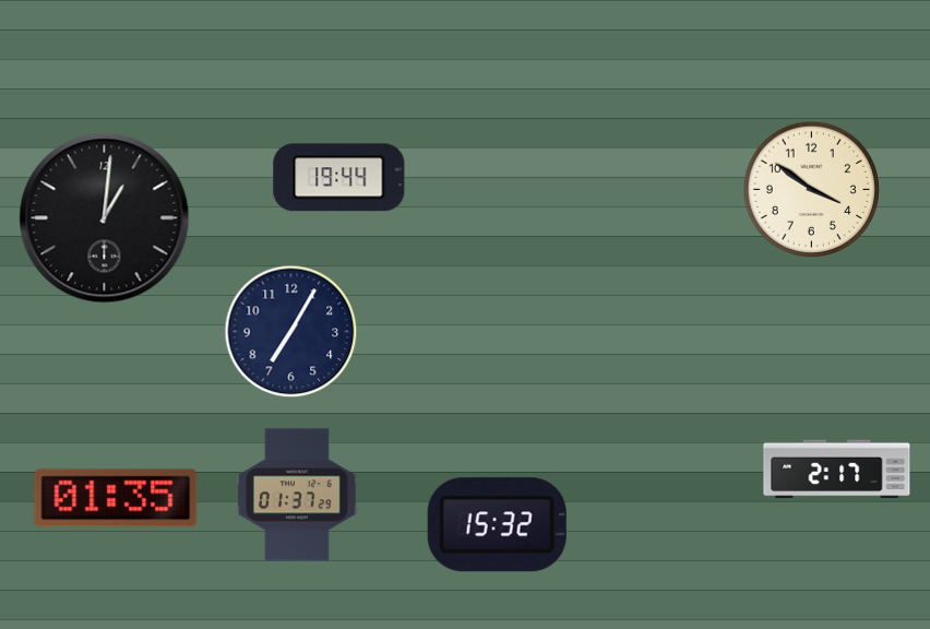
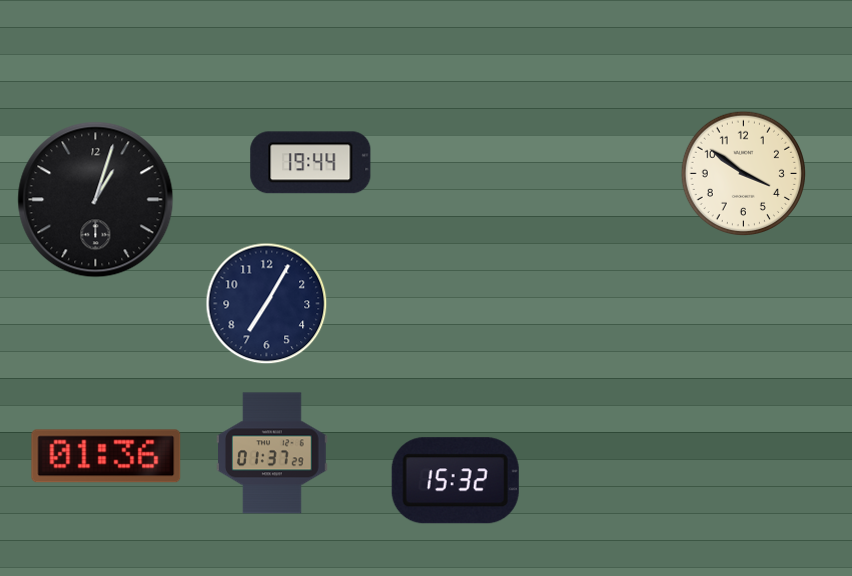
clock at (105, 218): 1:01 -> 1:03
clock at (837, 470): 2:17 -> none
clock at (116, 498): 01:35 -> 01:36
